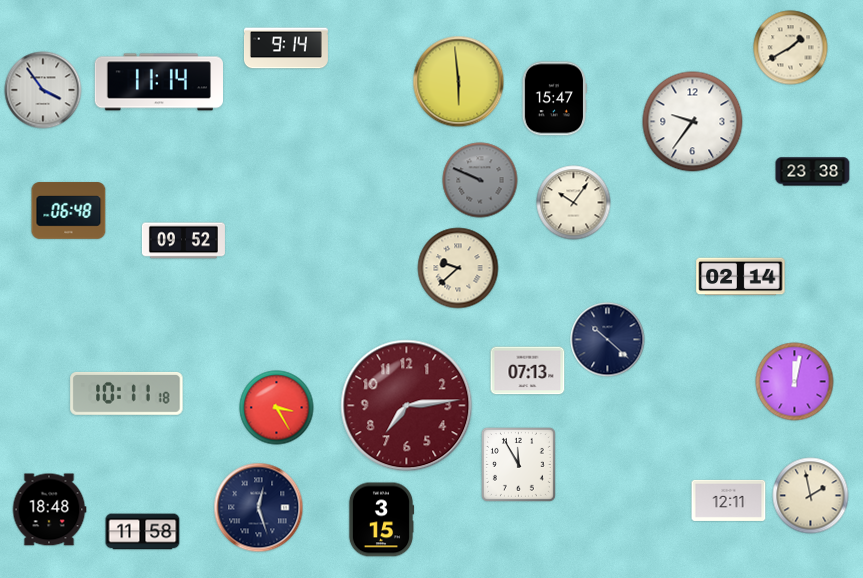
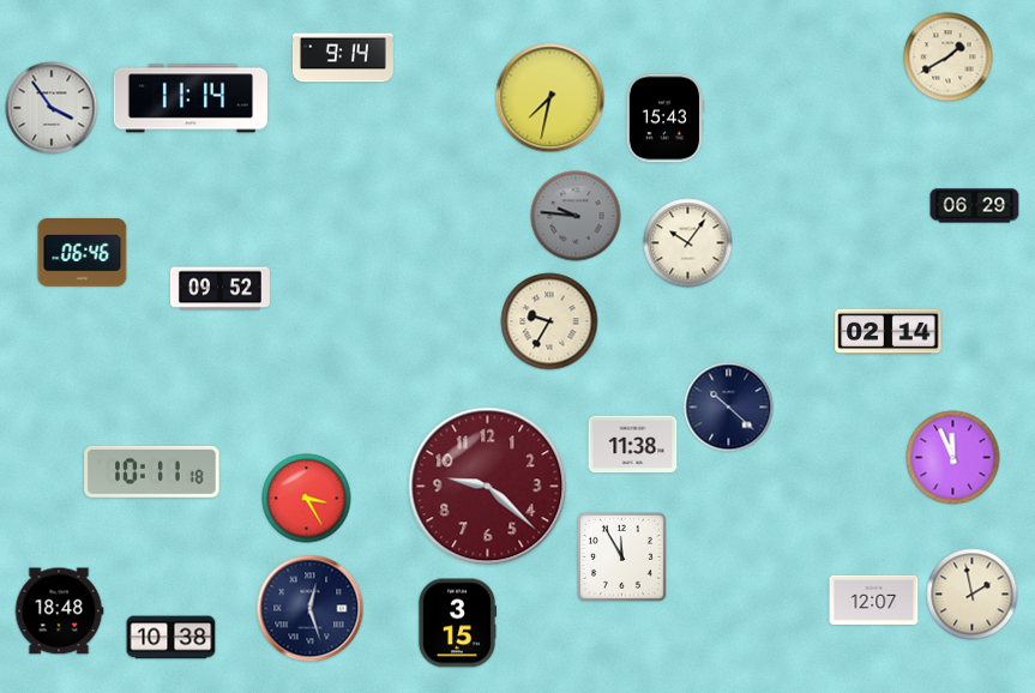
clock at (459, 82): 5:59 -> 7:32
clock at (554, 99): 15:47 -> 15:43
clock at (693, 122): 9:36 -> none
clock at (813, 172): 23:38 -> 06:29
clock at (480, 180): 9:49 -> 9:46
clock at (69, 211): 06:48 -> 06:46
clock at (458, 268): 9:38 -> 9:35
clock at (528, 371): 07:13 -> 11:38
clock at (795, 382): 12:02 -> 11:56
clock at (407, 406): 7:14 -> 9:22
clock at (277, 408) position: (277, 408) -> (307, 499)
clock at (729, 500): 12:11 -> 12:07
clock at (143, 532): 11:58 -> 10:38
